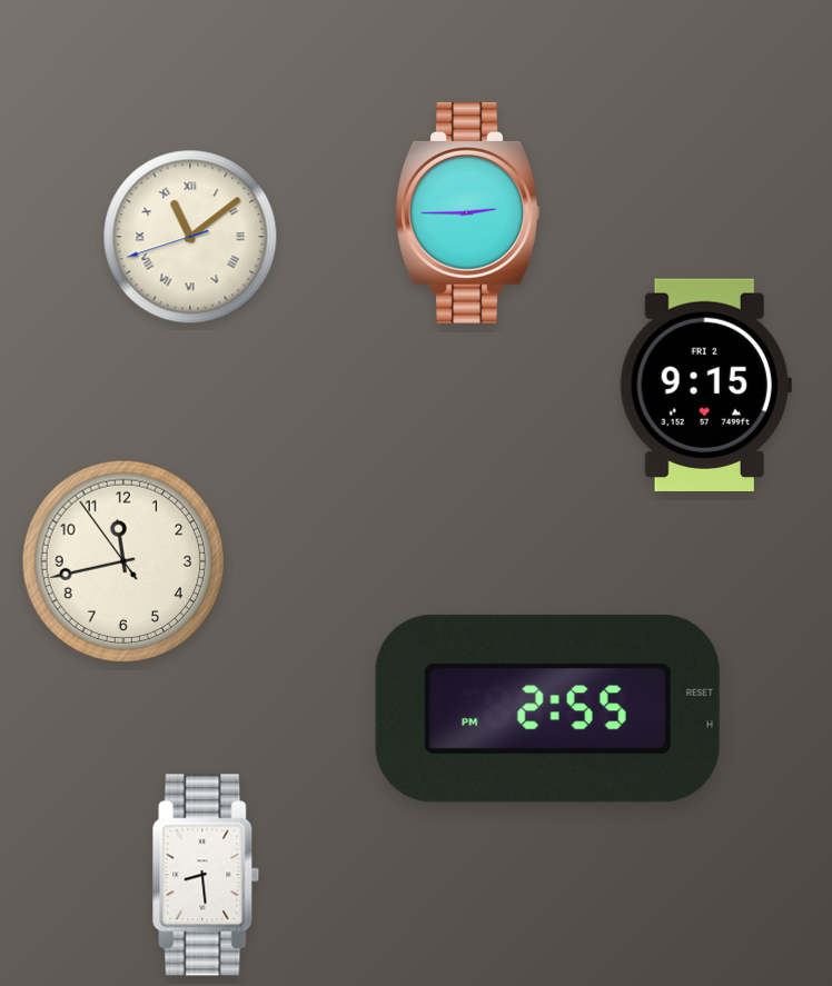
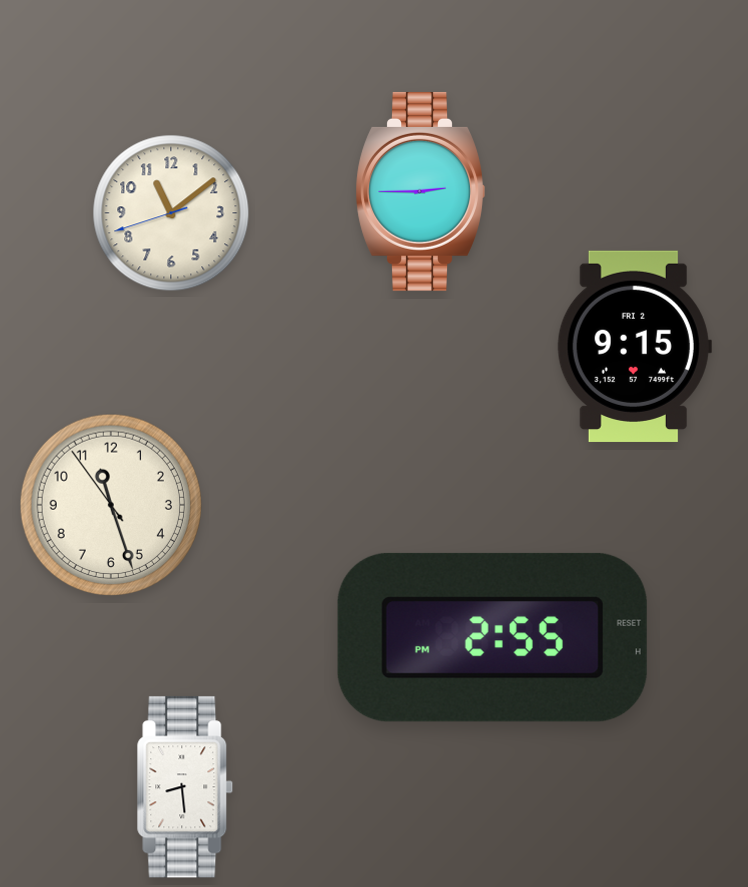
clock at (190, 237) numerals: Roman -> Arabic
clock at (123, 561): 11:42 -> 11:26
